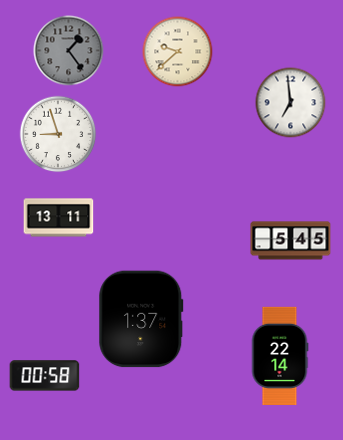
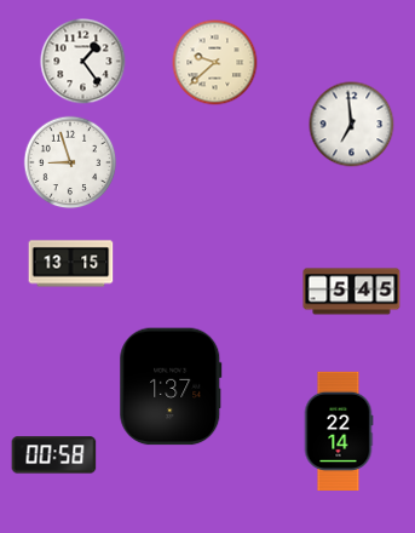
clock at (69, 51) dial: grey -> white
clock at (59, 218): 13:11 -> 13:15
